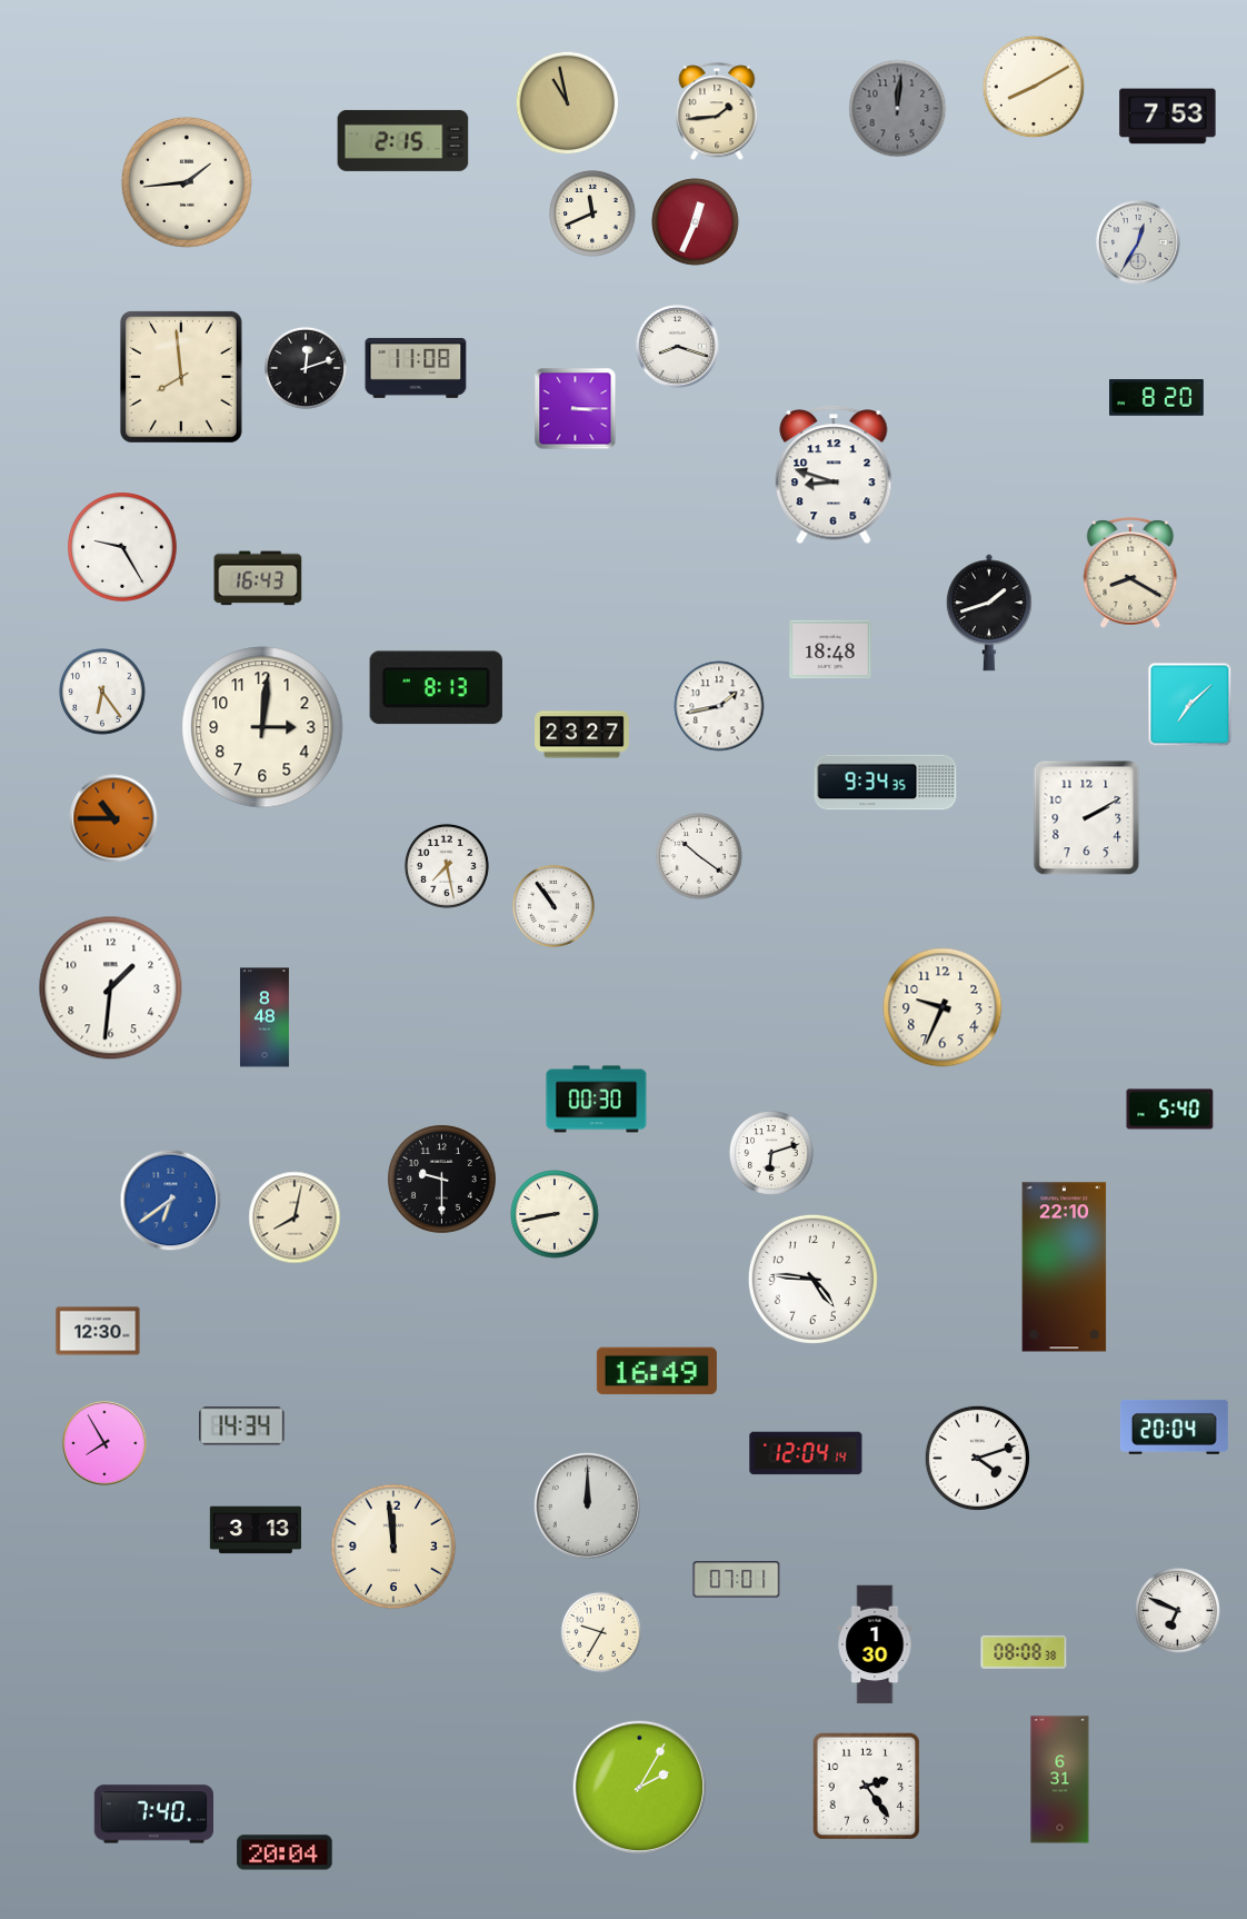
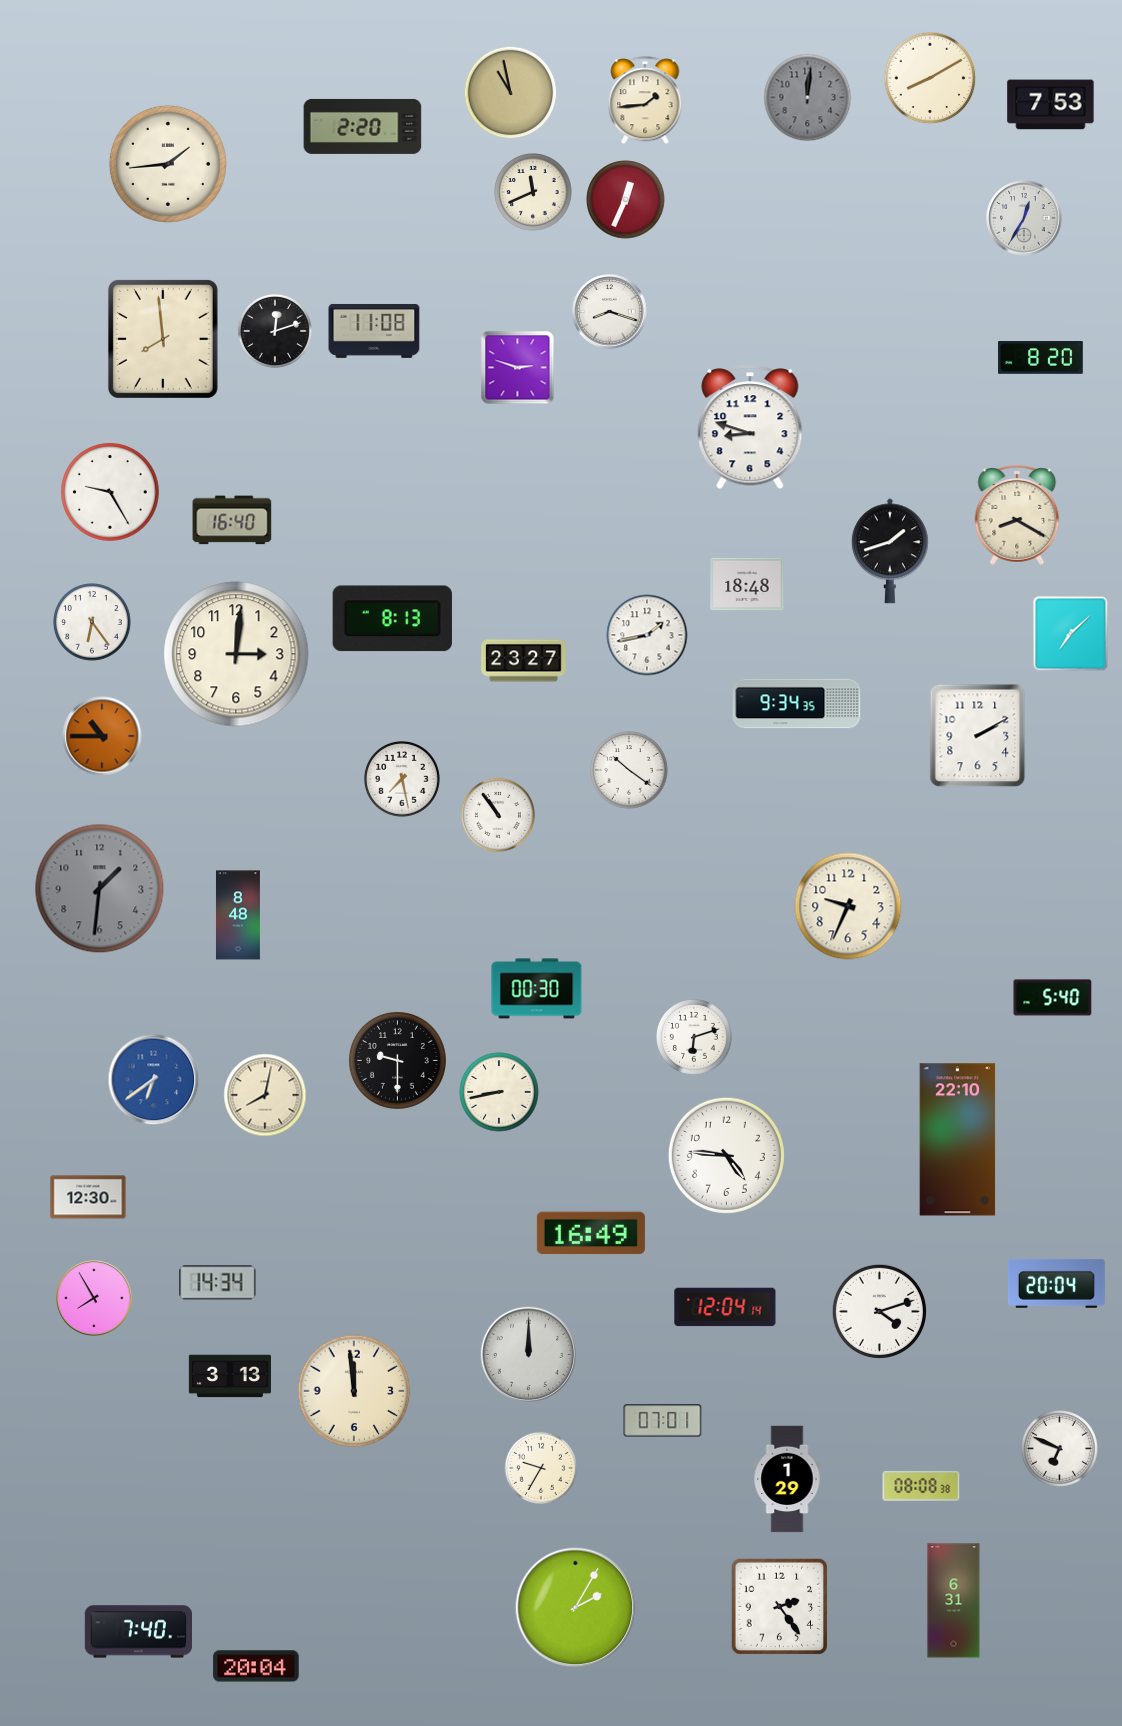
clock at (403, 140): 2:15 -> 2:20
clock at (576, 409): 3:15 -> 2:48
clock at (258, 578): 16:43 -> 16:40
clock at (111, 988) dial: white -> grey
clock at (812, 1279) position: (812, 1279) -> (726, 1155)
clock at (875, 1644): 1:30 -> 1:29
